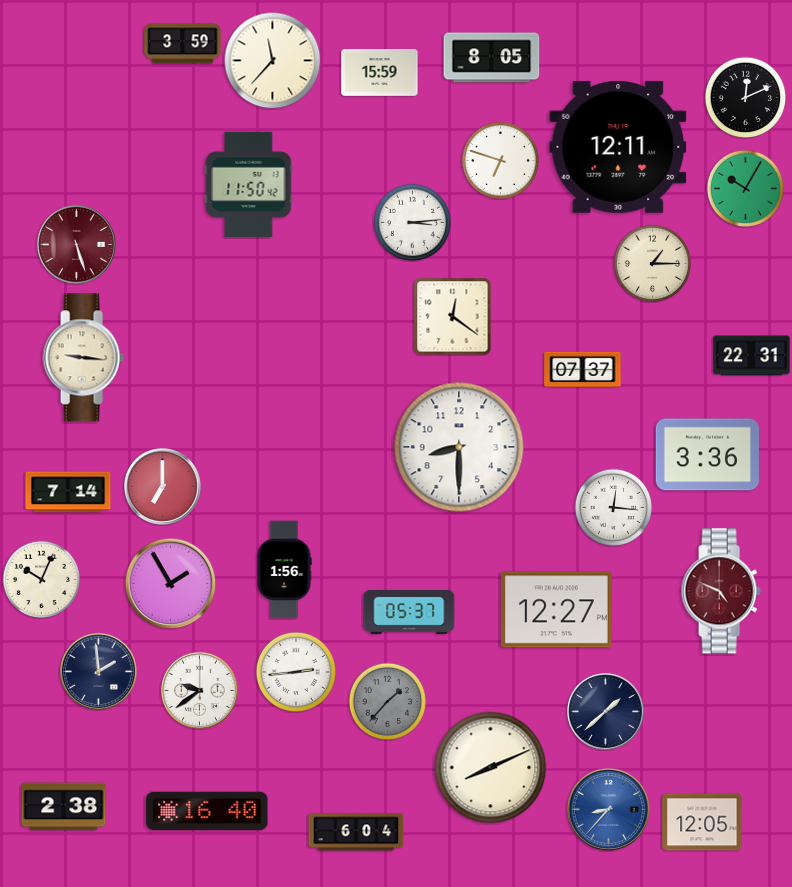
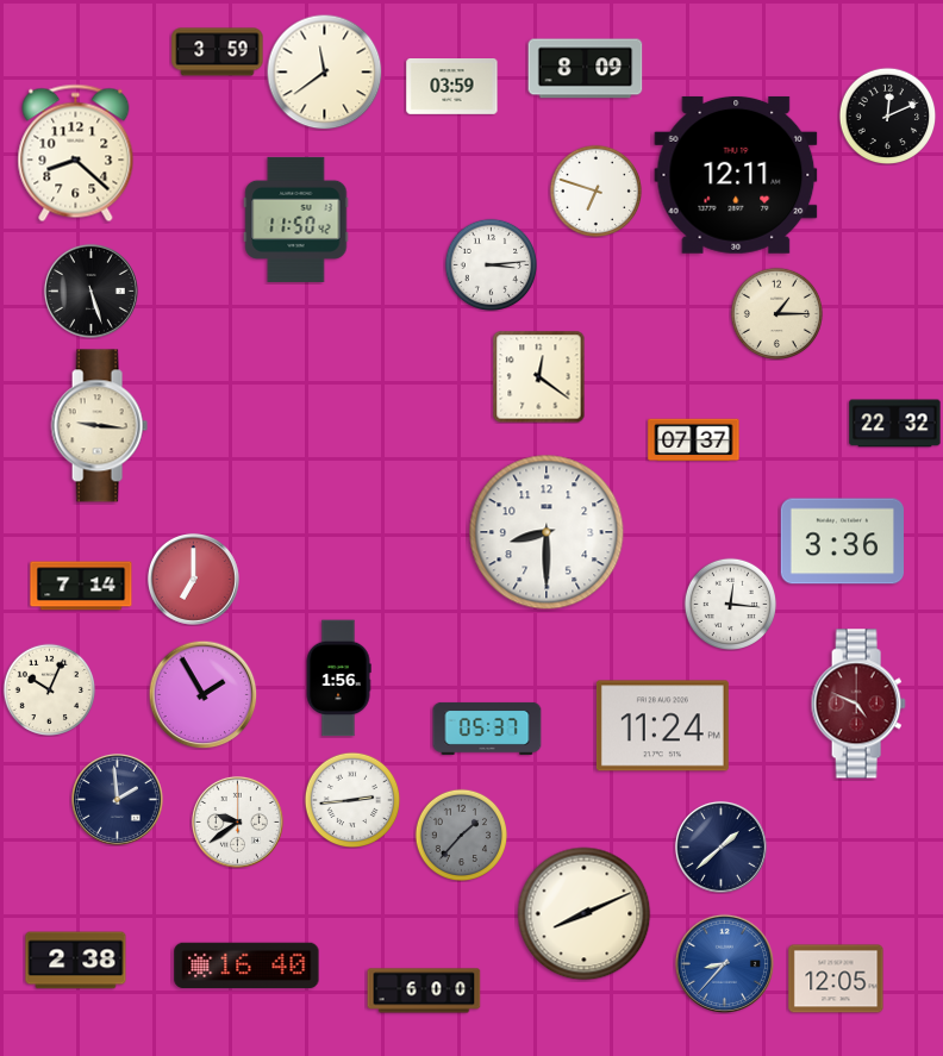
clock at (492, 58): 8:05 -> 8:09
clock at (272, 60): 11:37 -> 11:39
clock at (380, 73): 15:59 -> 03:59
clock at (76, 154): none -> 8:22
clock at (745, 188): 10:05 -> none
clock at (76, 244) dial: burgundy -> black
clock at (752, 356): 22:31 -> 22:32
clock at (556, 610): 12:27 -> 11:24
clock at (356, 832): 6:04 -> 6:00
